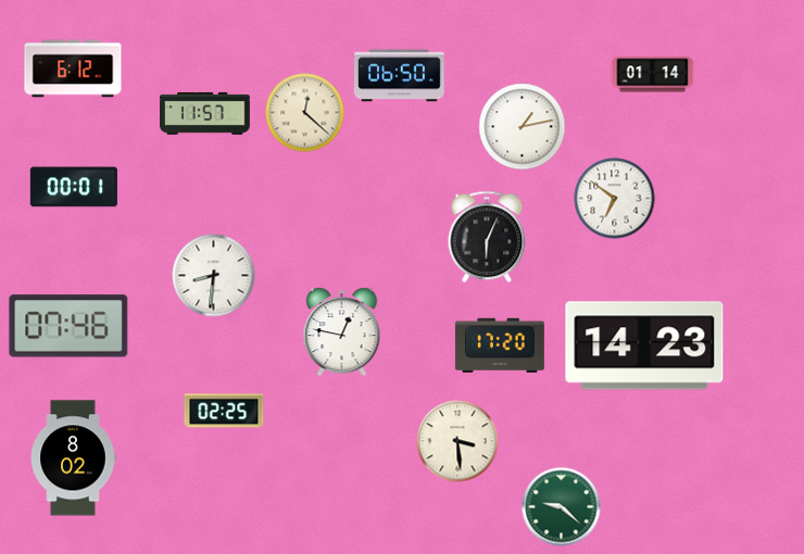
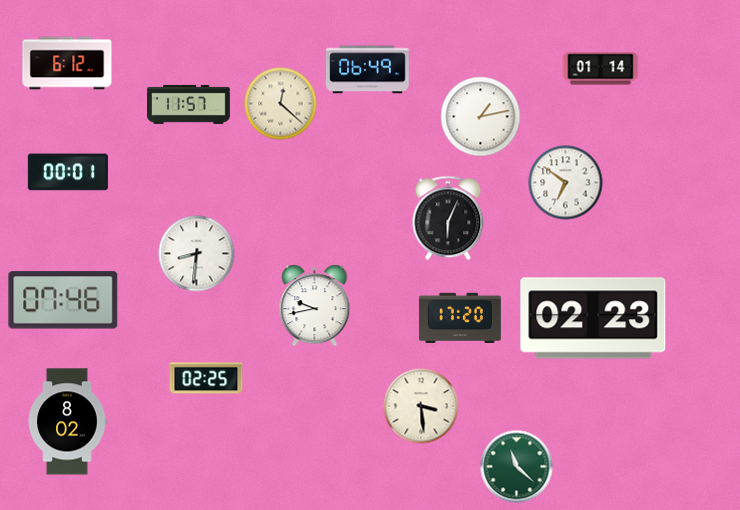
clock at (400, 76): 06:50 -> 06:49
clock at (342, 332): 12:47 -> 9:43
clock at (644, 345): 14:23 -> 02:23
clock at (562, 507): 9:22 -> 11:22
